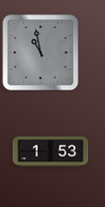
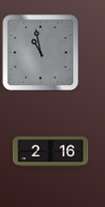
clock at (51, 152): 1:53 -> 2:16
